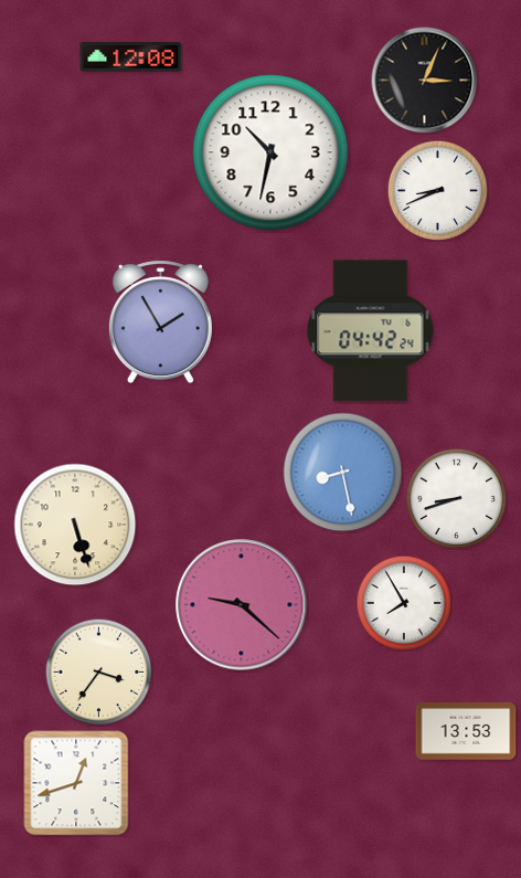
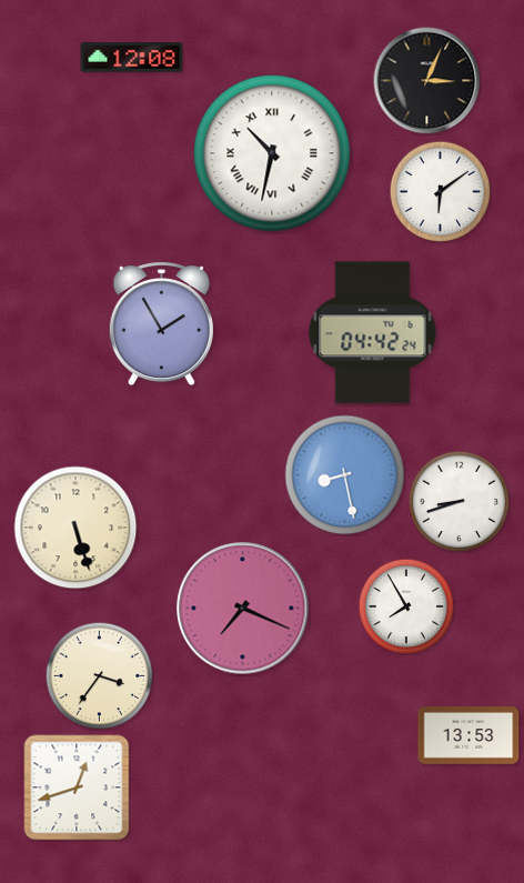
clock at (270, 152) numerals: Arabic -> Roman
clock at (437, 190): 8:41 -> 6:09
clock at (242, 605): 9:22 -> 7:19
